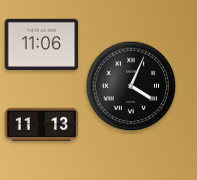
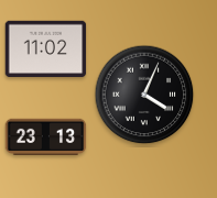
clock at (42, 45): 11:06 -> 11:02
clock at (42, 125): 11:13 -> 23:13
